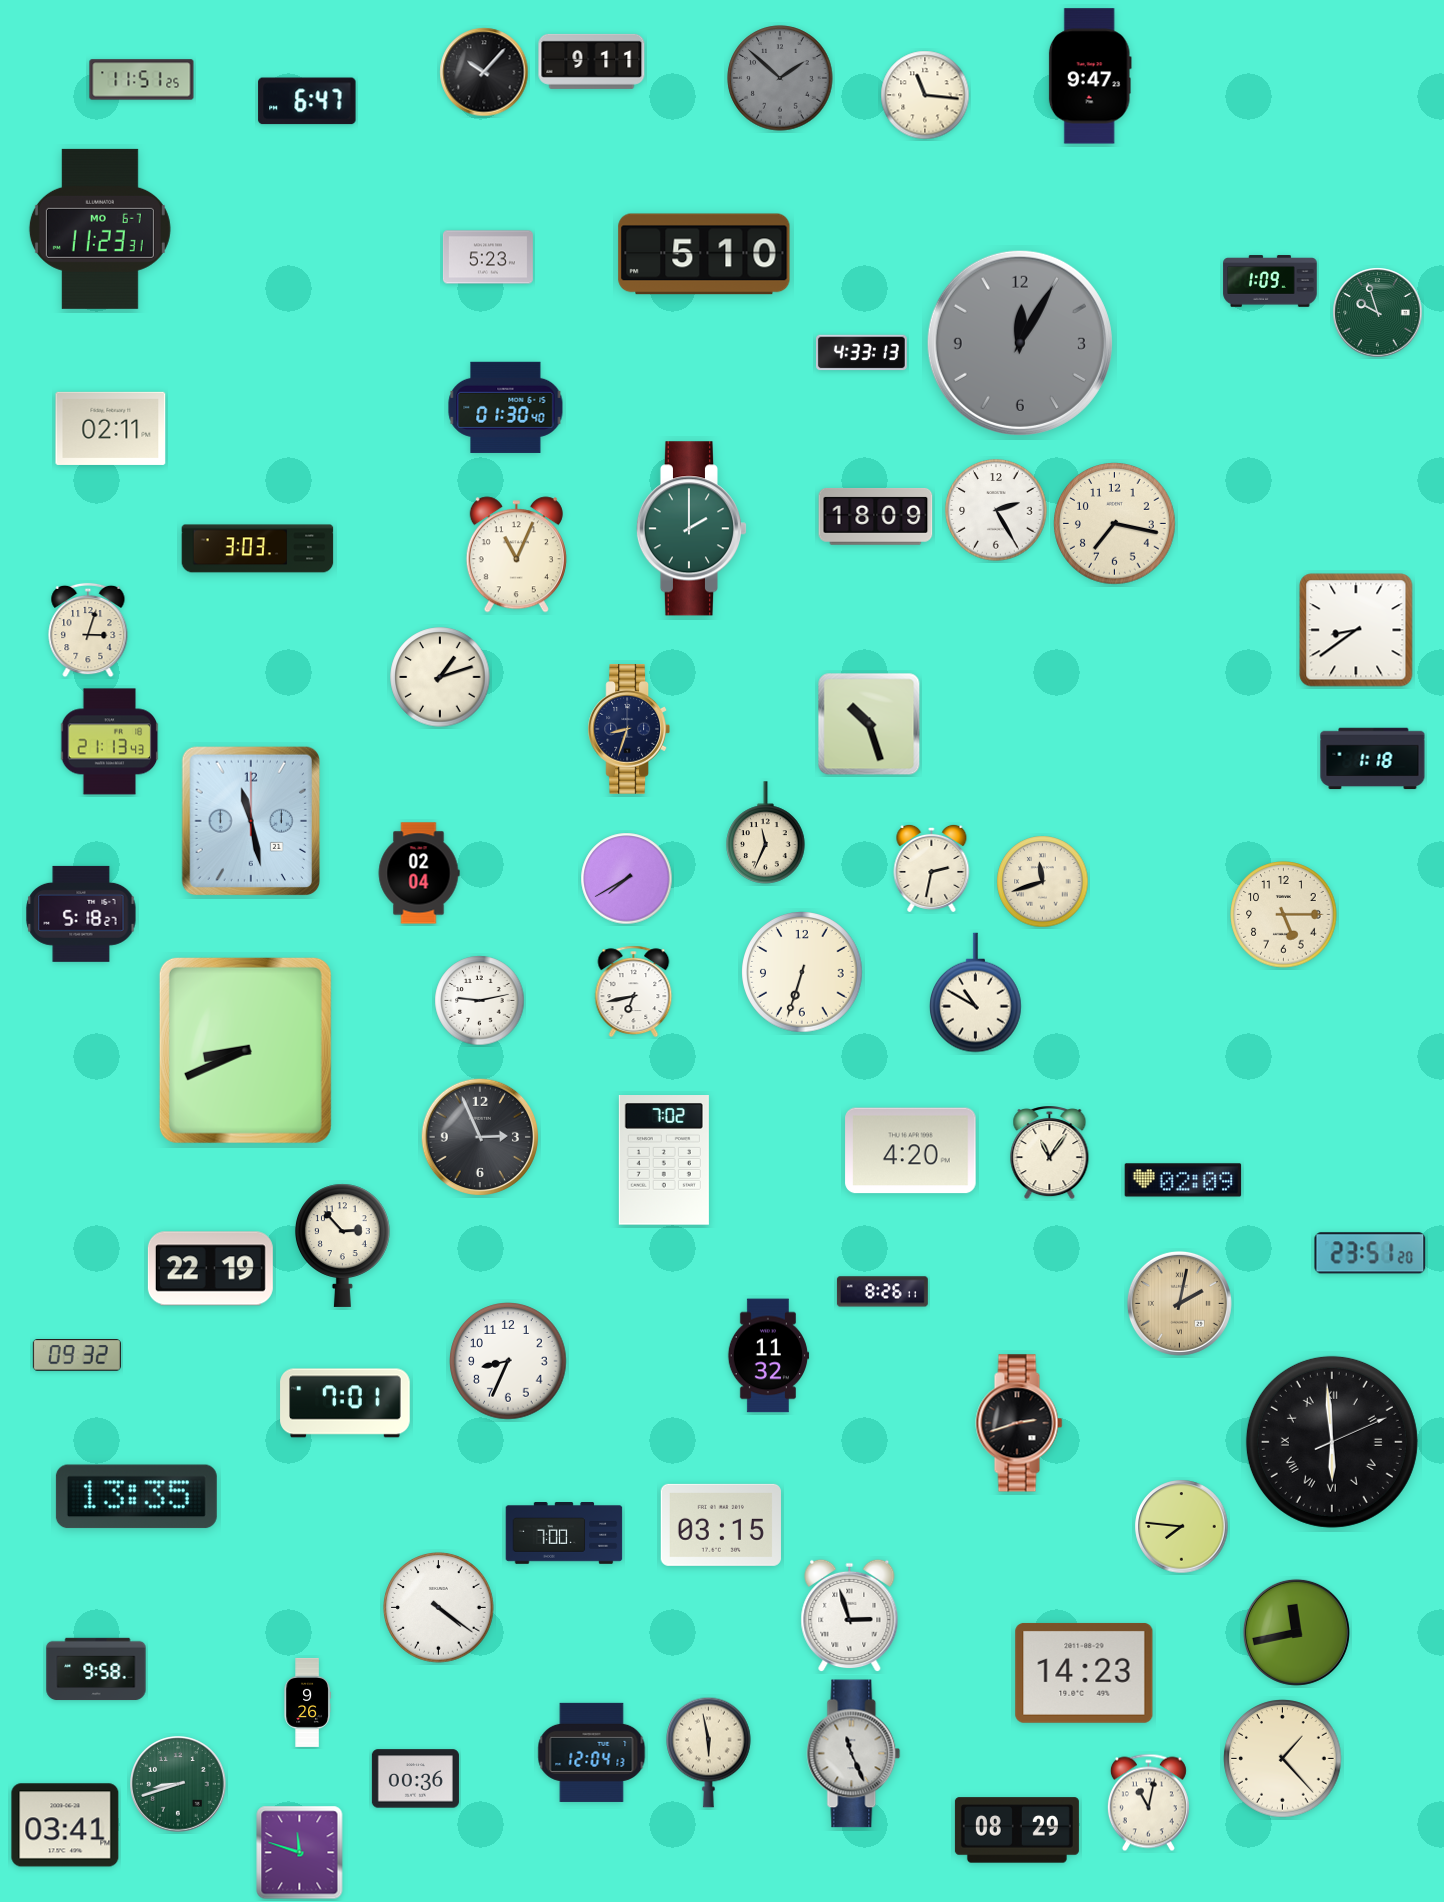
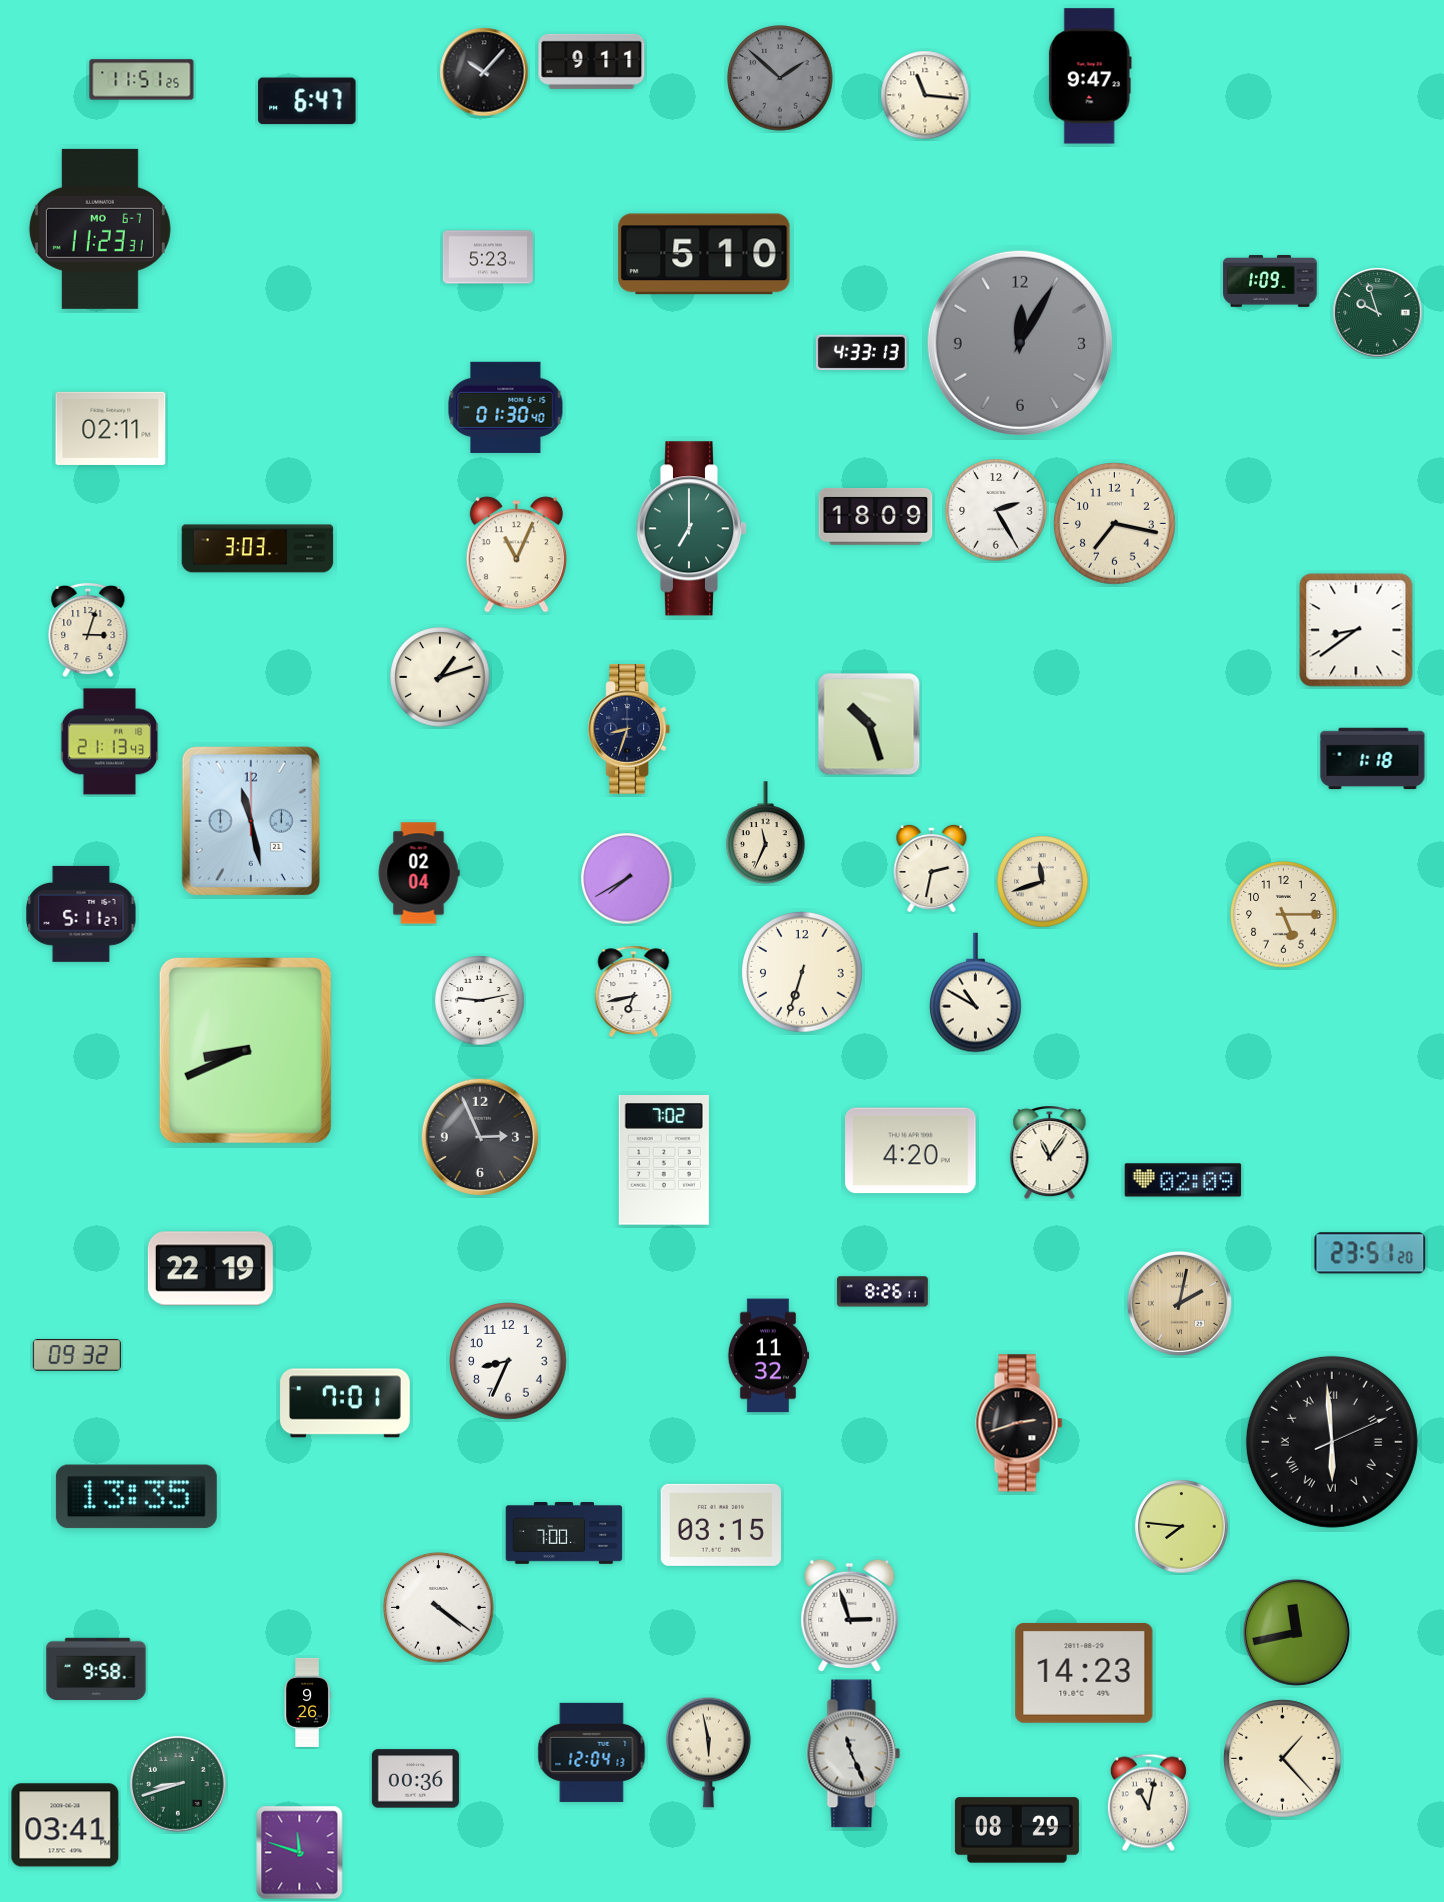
clock at (691, 529): 2:00 -> 7:00
clock at (81, 914): 5:18 -> 5:11
clock at (343, 1245): 2:53 -> none
